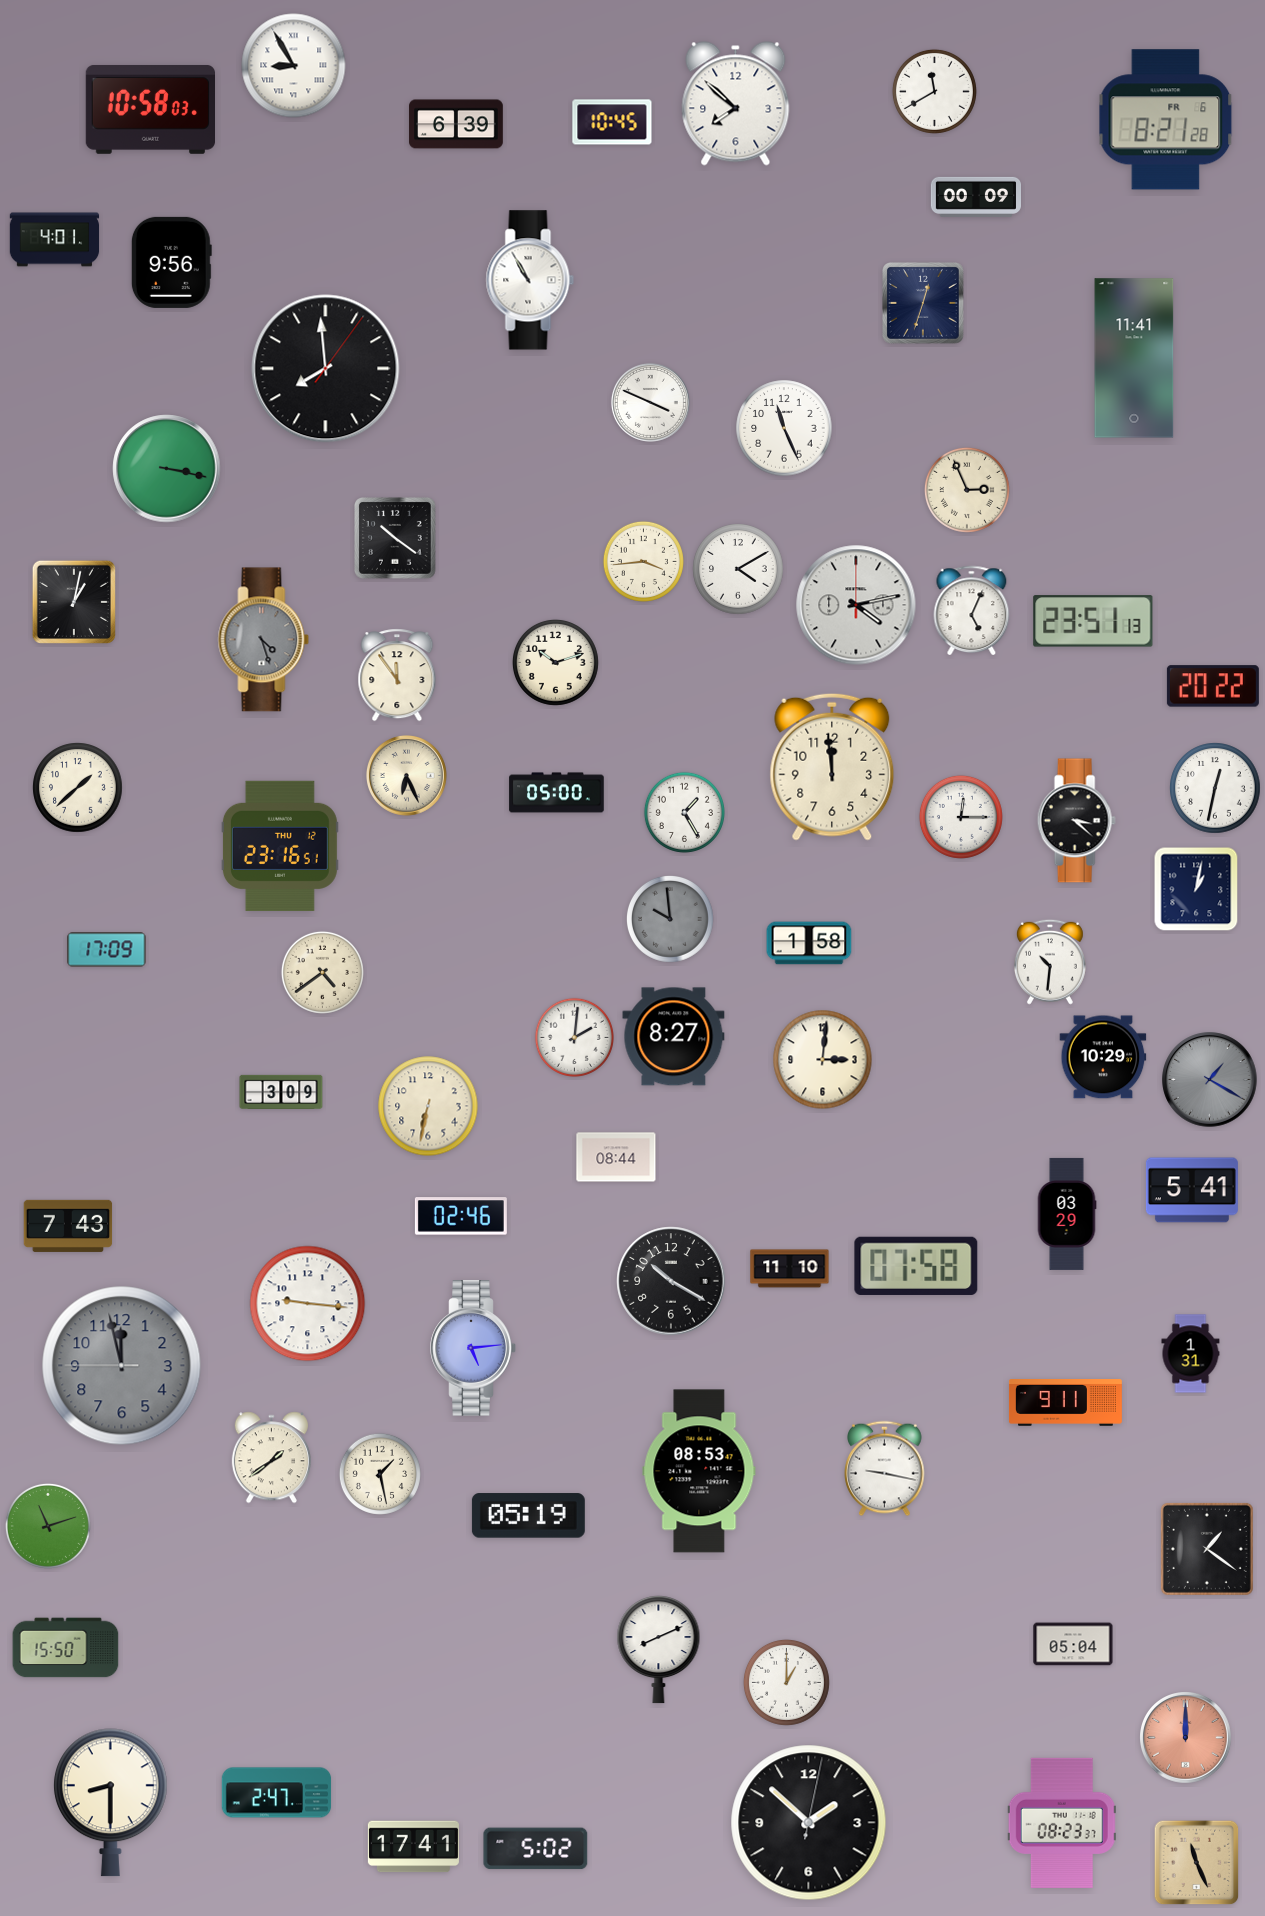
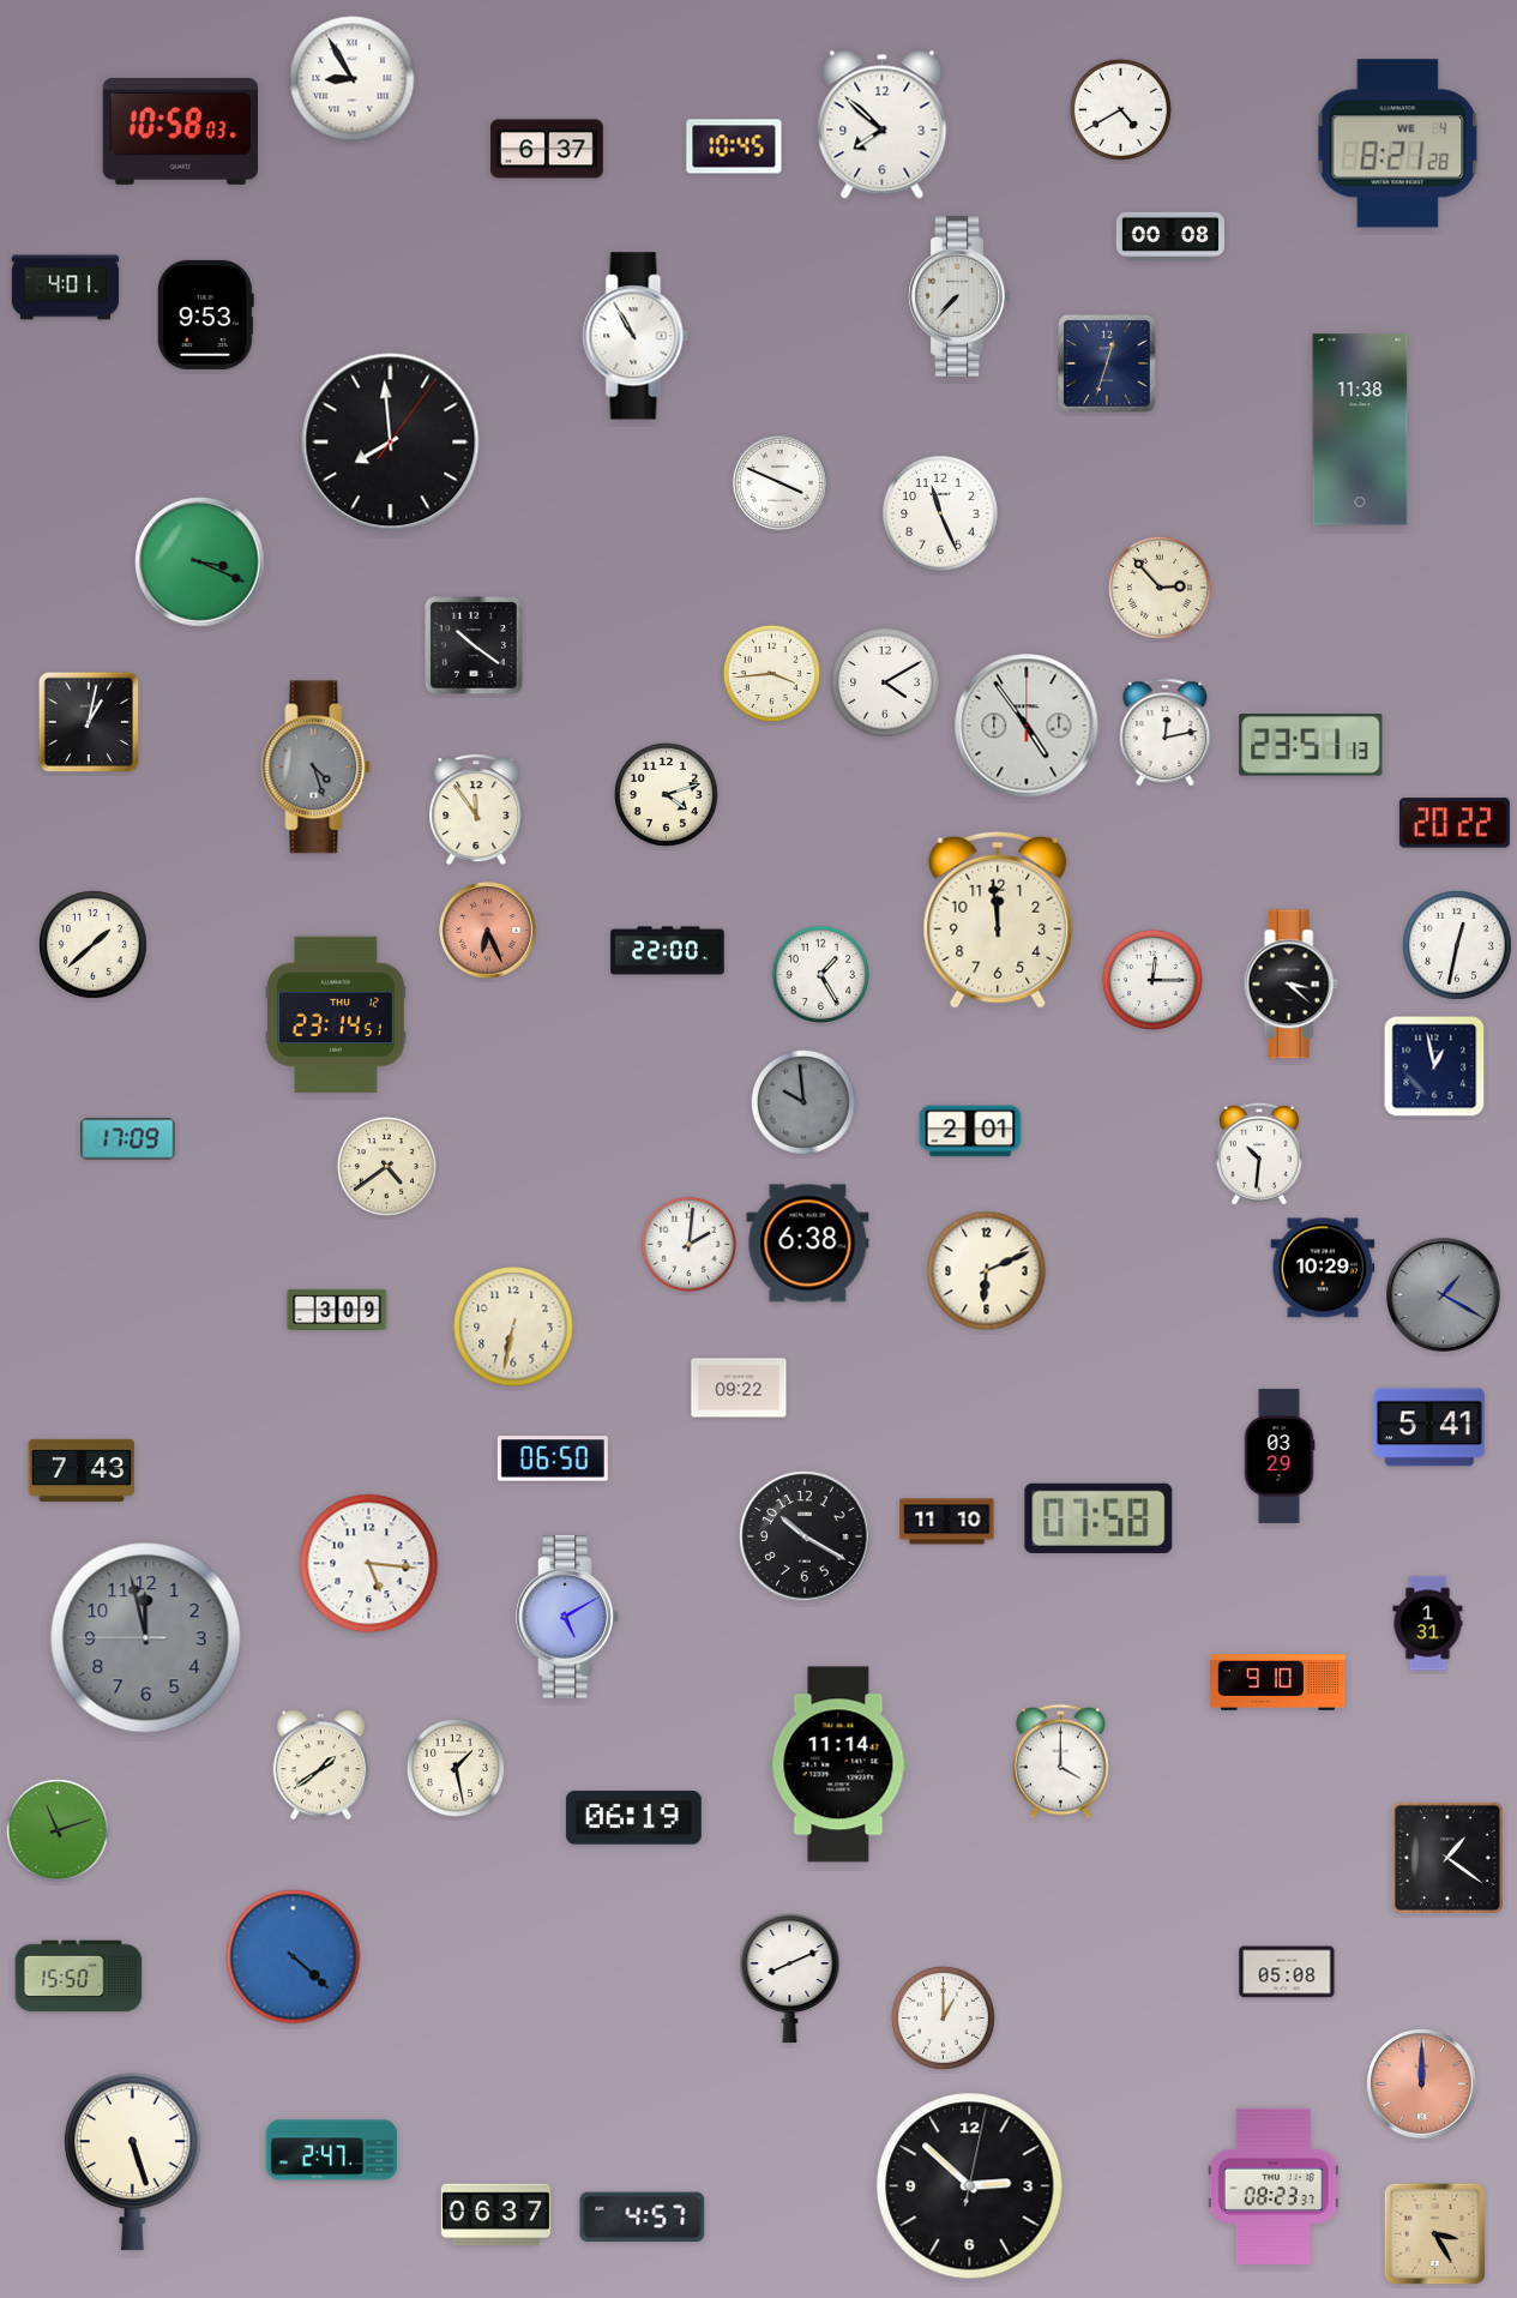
clock at (934, 91): 11:40 -> 4:40
clock at (1166, 120) date: FR 6 -> WE 4
clock at (456, 124): 6:39 -> 6:37
clock at (975, 197): 00:09 -> 00:08
clock at (959, 296): none -> 7:37
clock at (171, 262): 9:56 -> 9:53
clock at (1134, 358): 11:41 -> 11:38
clock at (167, 469): 3:17 -> 3:19
clock at (967, 490): 2:56 -> 2:53
clock at (856, 605): 4:13 -> 4:54
clock at (972, 610): 5:04 -> 12:13
clock at (555, 662): 10:12 -> 4:12
clock at (406, 775) dial: cream -> salmon
clock at (557, 793): 05:00 -> 22:00
clock at (280, 846): 23:16 -> 23:14
clock at (1196, 889): 1:02 -> 12:58
clock at (809, 943): 1:58 -> 2:01
clock at (674, 1037): 8:27 -> 6:38
clock at (823, 1060): 3:01 -> 6:11
clock at (1210, 1080) position: (1210, 1080) -> (1444, 1295)
clock at (616, 1157): 08:44 -> 09:22
clock at (461, 1216): 02:46 -> 06:50
clock at (308, 1304): 9:16 -> 5:16
clock at (473, 1348): 5:14 -> 5:10
clock at (1065, 1403): 9:11 -> 9:10
clock at (271, 1458) position: (271, 1458) -> (320, 1765)
clock at (885, 1469): 9:17 -> 4:00
clock at (699, 1471): 08:53 -> 11:14
clock at (528, 1516): 05:19 -> 06:19
clock at (294, 1957): none -> 4:22
clock at (1073, 1644): 05:04 -> 05:08
clock at (110, 1803): 8:30 -> 5:27
clock at (809, 1823): 1:52 -> 2:52
clock at (413, 1847): 17:41 -> 06:37
clock at (536, 1849): 5:02 -> 4:57
clock at (1197, 1863): 11:26 -> 3:25
